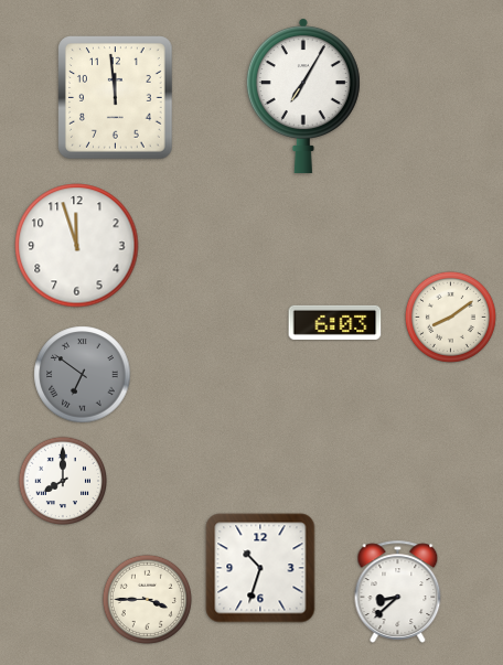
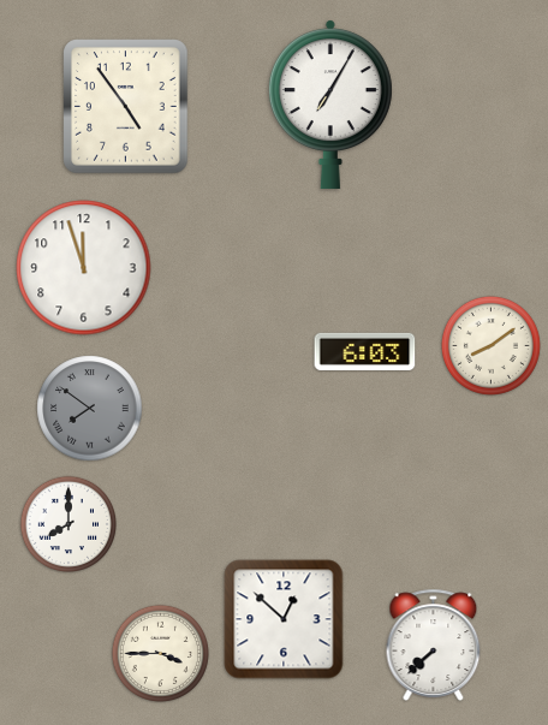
clock at (116, 98): 11:59 -> 4:54
clock at (83, 375): 6:51 -> 7:51
clock at (260, 568): 10:33 -> 12:52
clock at (398, 591): 8:38 -> 7:38
